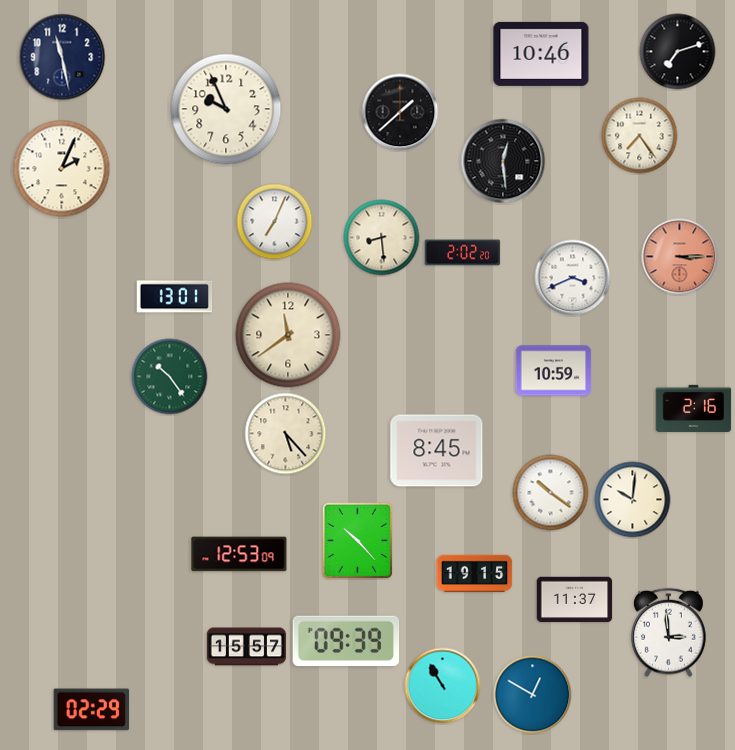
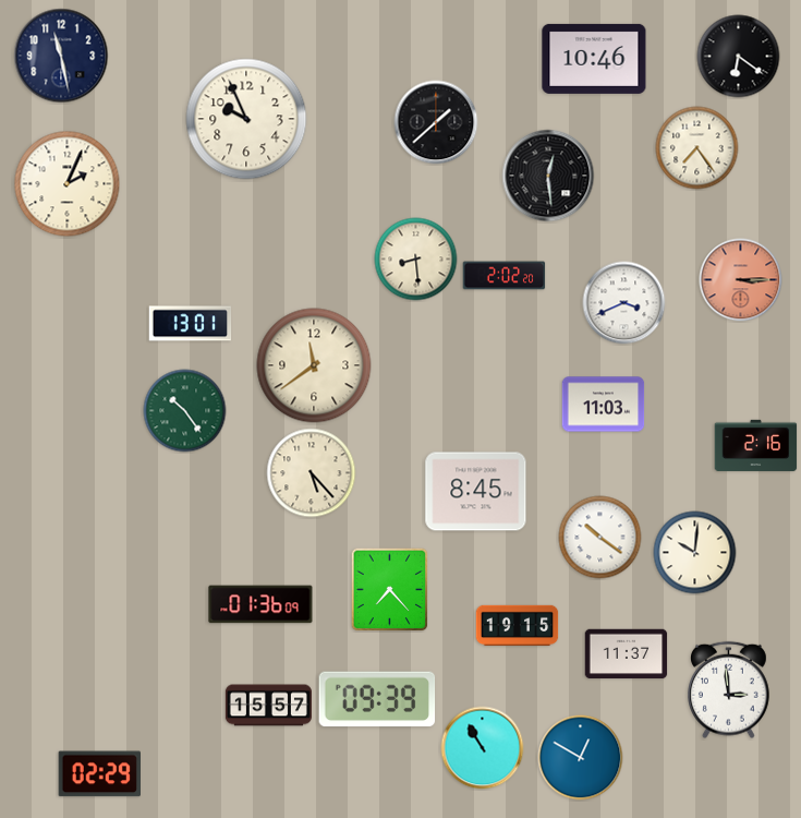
clock at (678, 52): 7:12 -> 6:21
clock at (541, 54) position: (541, 54) -> (594, 59)
clock at (62, 57) position: (62, 57) -> (61, 56)
clock at (275, 222): 7:04 -> none
clock at (554, 371): 10:59 -> 11:03
clock at (633, 500) position: (633, 500) -> (695, 553)
clock at (358, 541): 10:23 -> 7:23
clock at (239, 554): 12:53 -> 01:36
